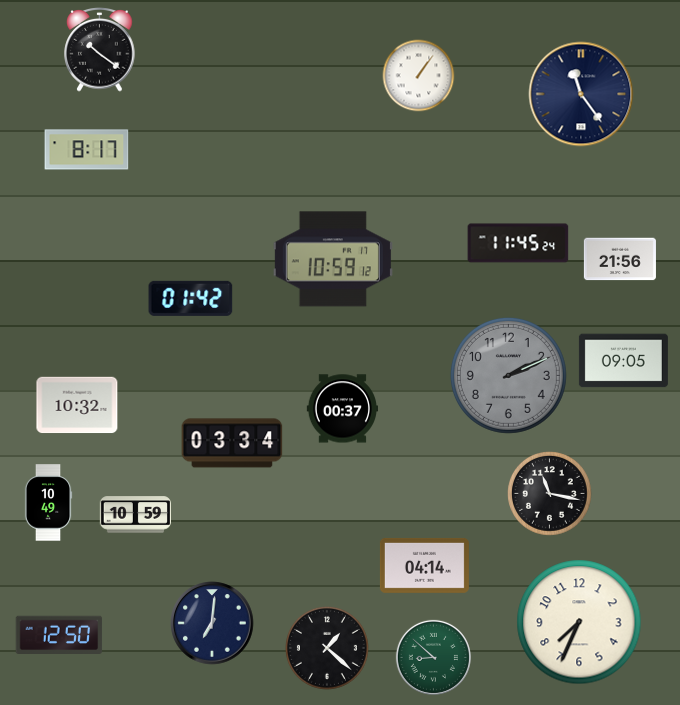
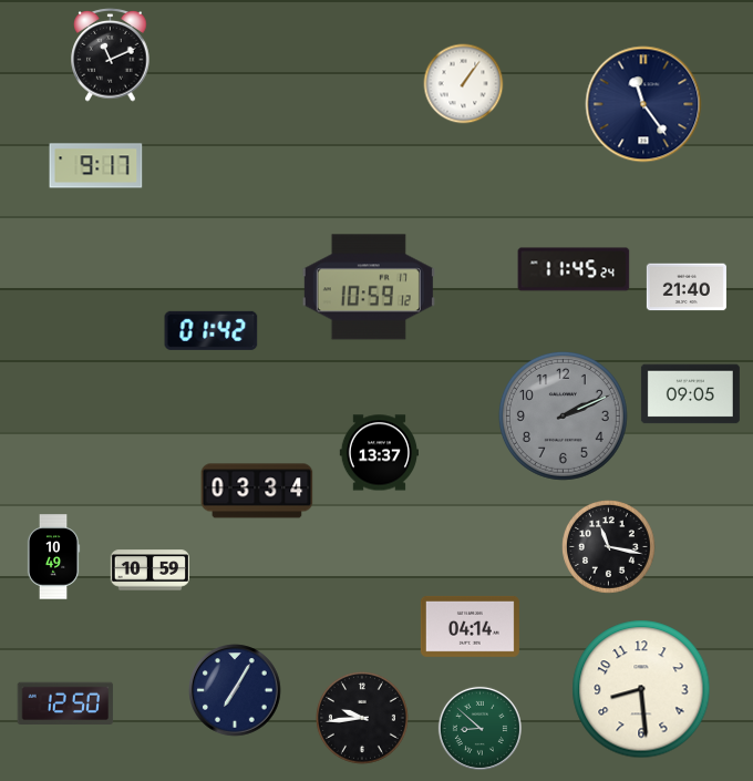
clock at (100, 50): 10:21 -> 11:11
clock at (87, 150): 8:17 -> 9:17
clock at (620, 259): 21:56 -> 21:40
clock at (623, 361) position: (623, 361) -> (690, 394)
clock at (77, 405): 10:32 -> none
clock at (342, 409): 00:37 -> 13:37
clock at (579, 622): 7:34 -> 8:29
clock at (212, 623): 7:01 -> 7:05
clock at (327, 648): 1:22 -> 9:44
